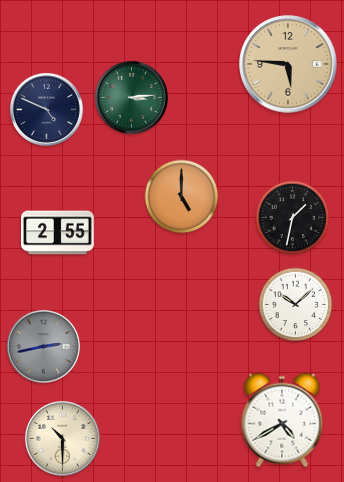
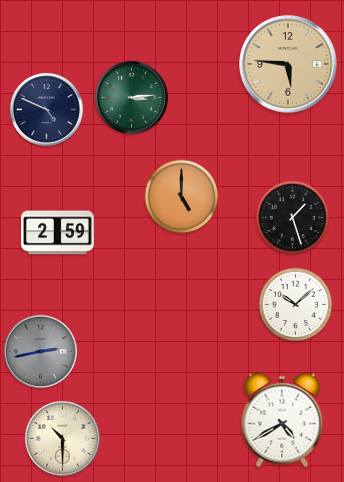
clock at (293, 218): 1:32 -> 1:27
clock at (58, 233): 2:55 -> 2:59
clock at (43, 346) position: (43, 346) -> (40, 351)
